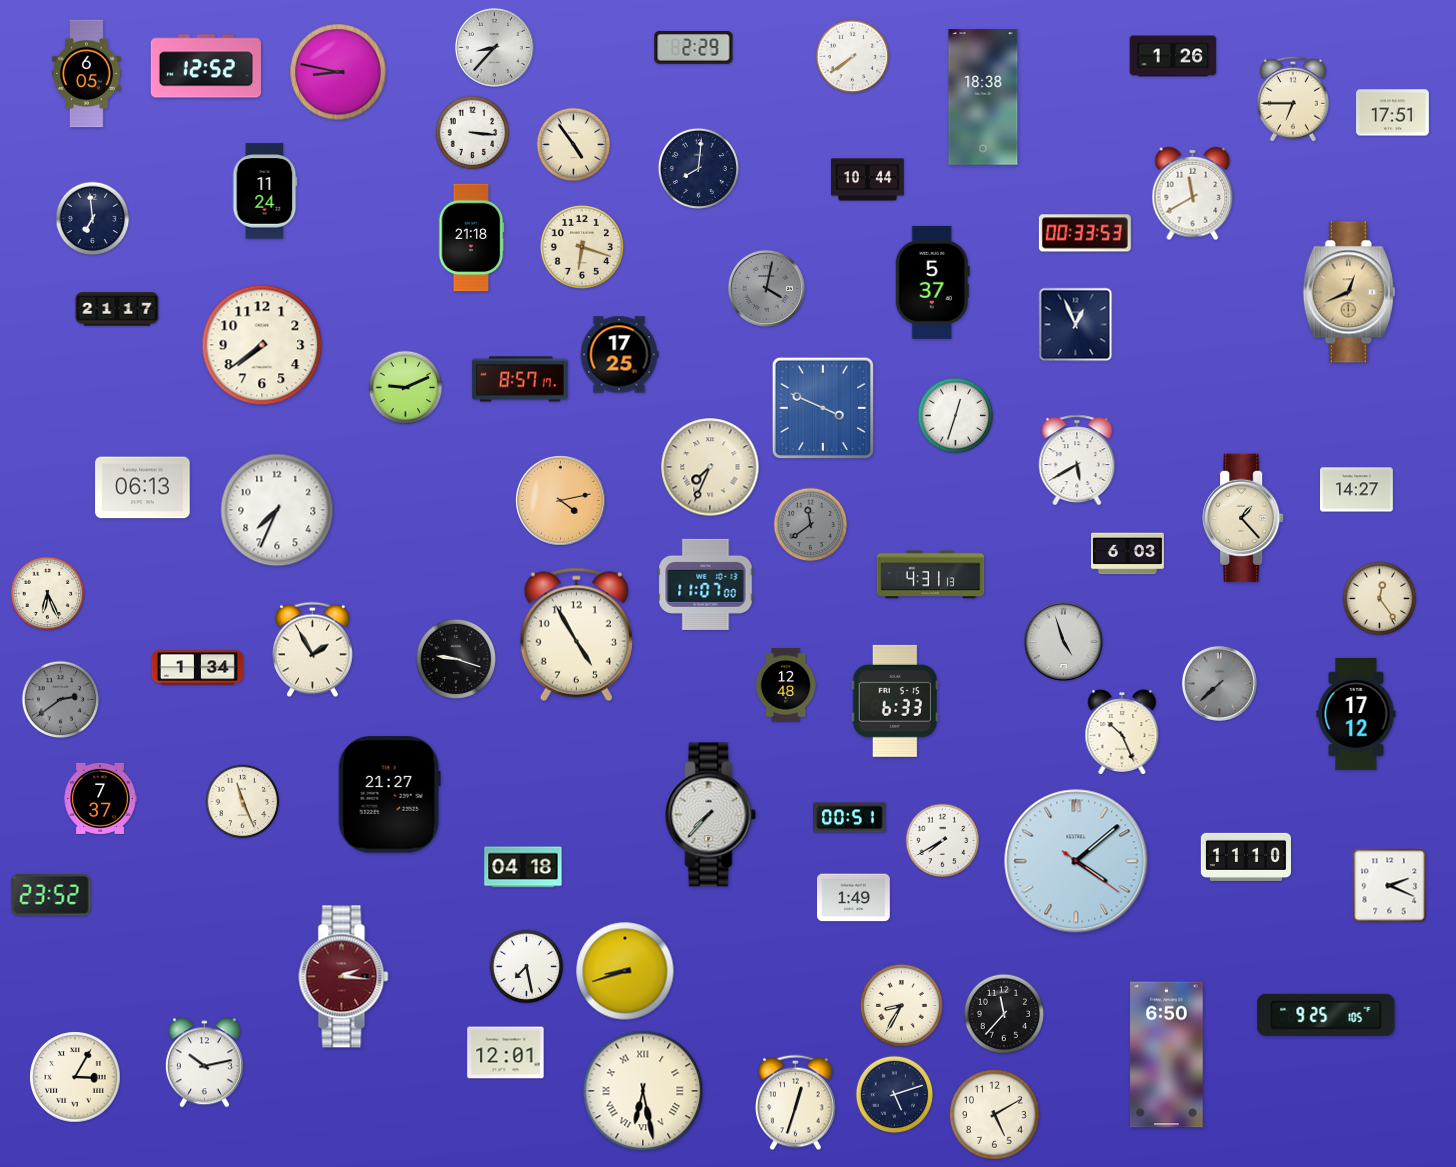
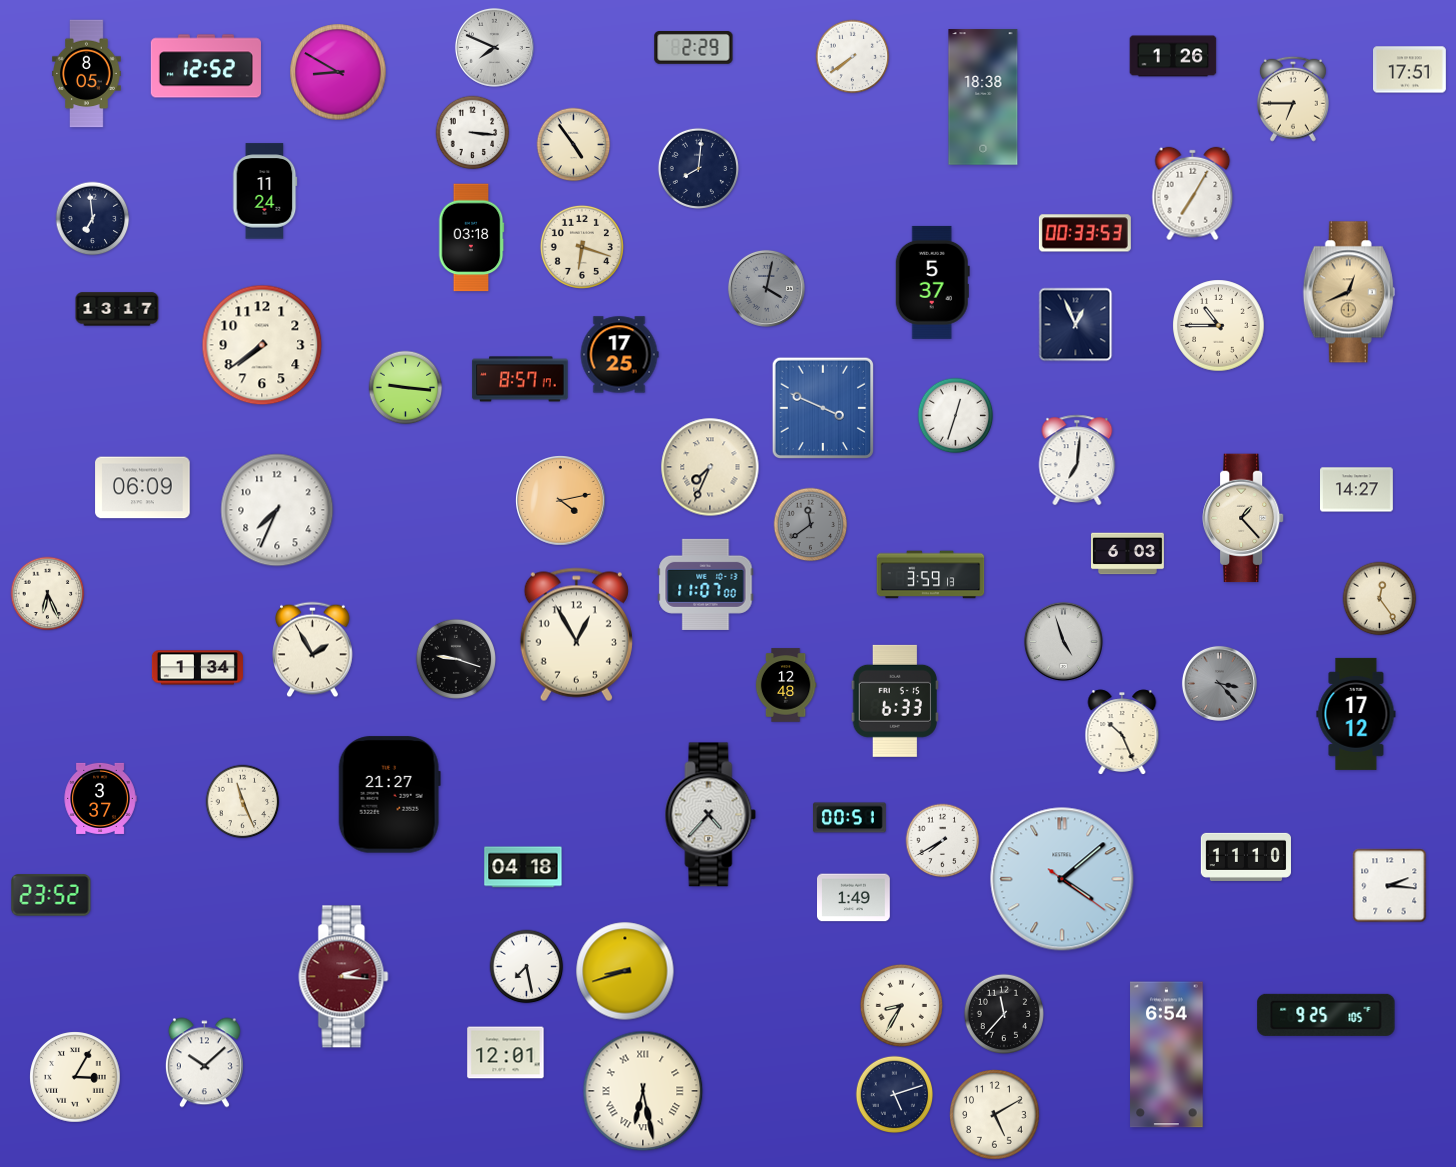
clock at (494, 47): 8:37 -> 7:49
clock at (338, 72): 8:47 -> 8:50
clock at (87, 74): 6:05 -> 8:05
clock at (1393, 113) position: (1393, 113) -> (1410, 70)
clock at (868, 180): 10:44 -> none
clock at (1193, 194): 11:40 -> 7:05
clock at (471, 238): 21:18 -> 03:18
clock at (117, 309): 21:17 -> 13:17
clock at (1219, 326): none -> 10:45
clock at (406, 388): 9:11 -> 9:16
clock at (1077, 460): 5:40 -> 7:01
clock at (143, 488): 06:13 -> 06:09
clock at (931, 575): 4:31 -> 3:59
clock at (576, 635): 4:55 -> 12:55
clock at (1219, 683): 7:38 -> 3:23
clock at (61, 700): 2:39 -> none
clock at (100, 798): 7:37 -> 3:37
clock at (711, 815): 7:37 -> 4:37
clock at (1076, 861) position: (1076, 861) -> (1062, 879)
clock at (1390, 886): 2:19 -> 2:16
clock at (1167, 1055): 6:50 -> 6:54
clock at (204, 1063): 10:13 -> 10:08
clock at (796, 1103): 12:33 -> none
